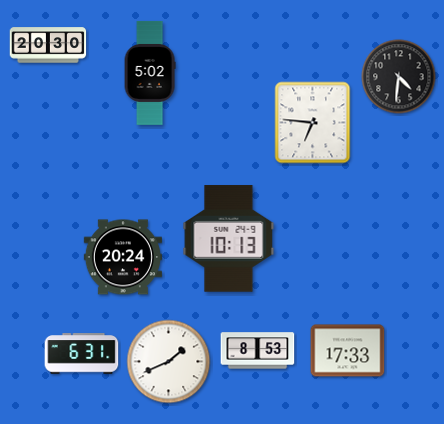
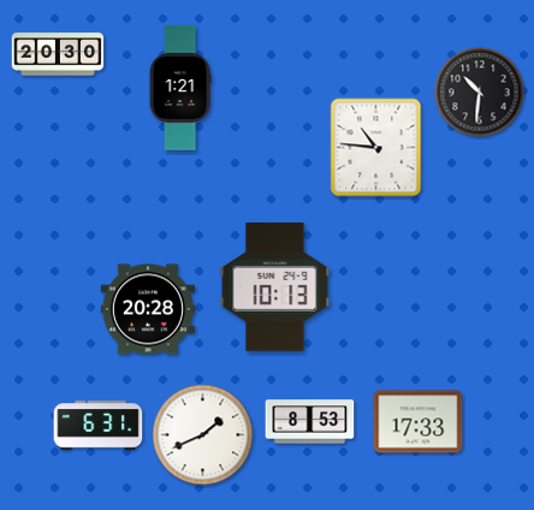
clock at (150, 73): 5:02 -> 1:21
clock at (399, 77): 4:31 -> 10:31
clock at (313, 123): 6:46 -> 10:46
clock at (123, 257): 20:24 -> 20:28
